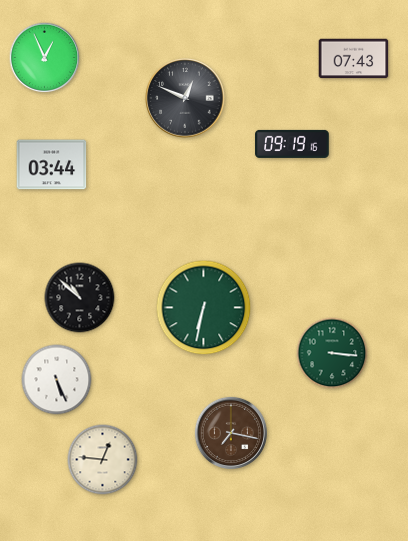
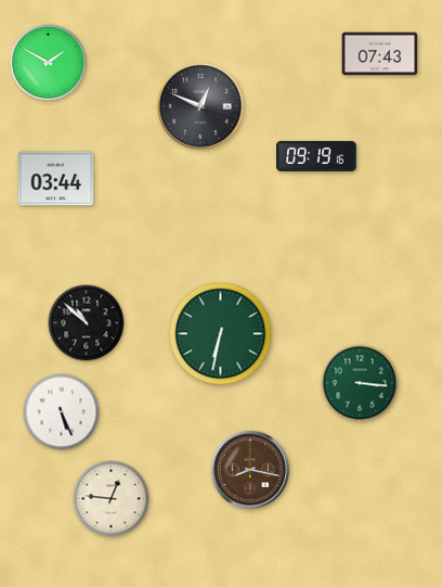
clock at (45, 58): 12:56 -> 1:50
clock at (354, 59) position: (354, 59) -> (380, 54)
clock at (230, 432): 7:17 -> 8:17
